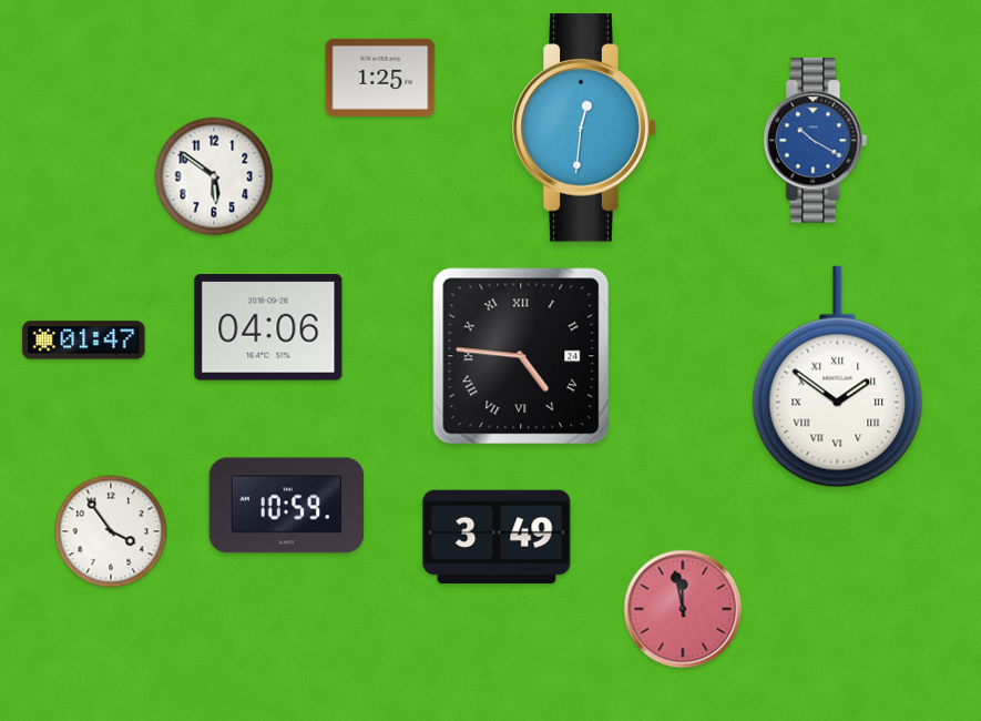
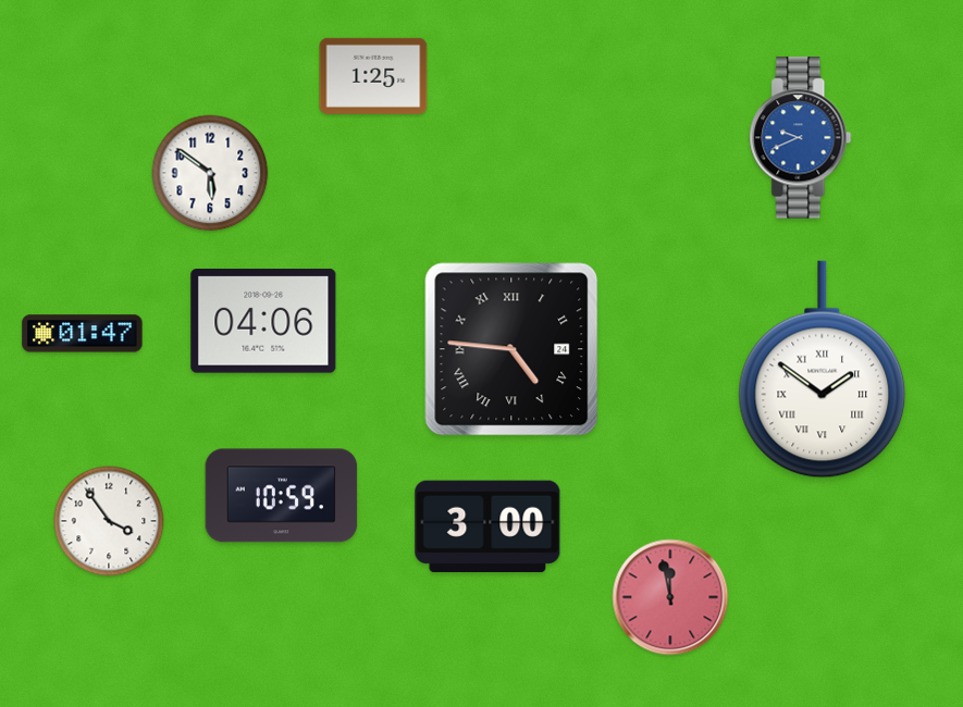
clock at (584, 128): 12:31 -> none
clock at (816, 141): 10:20 -> 9:41
clock at (497, 536): 3:49 -> 3:00
